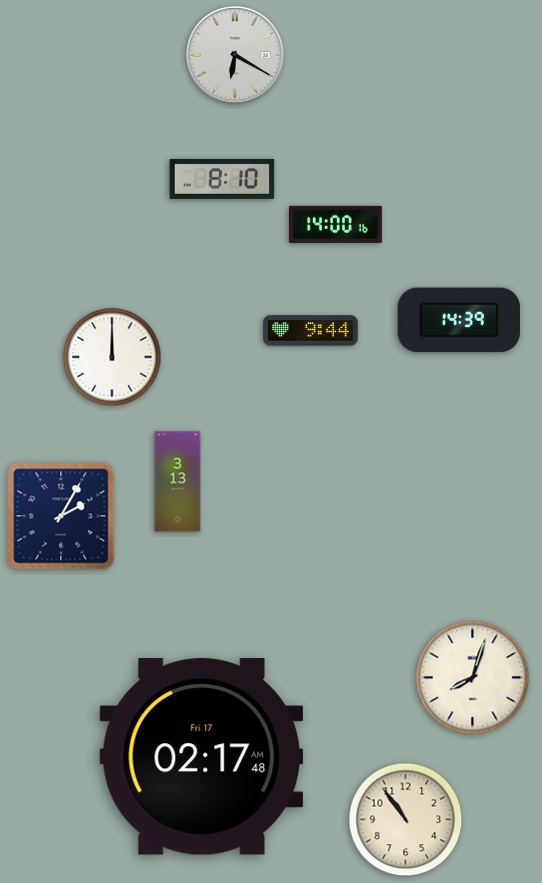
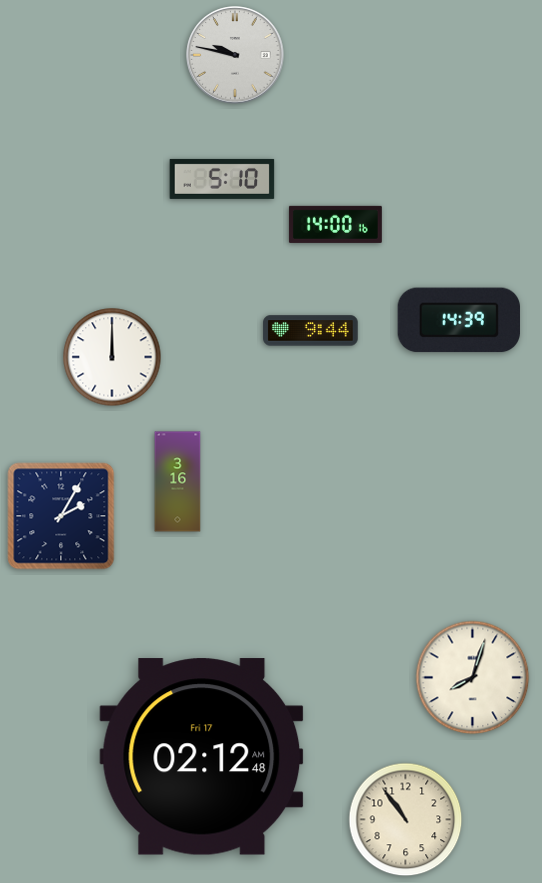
clock at (235, 55): 6:20 -> 9:47
clock at (222, 179): 8:10 -> 5:10
clock at (178, 482): 3:13 -> 3:16
clock at (202, 757): 02:17 -> 02:12
